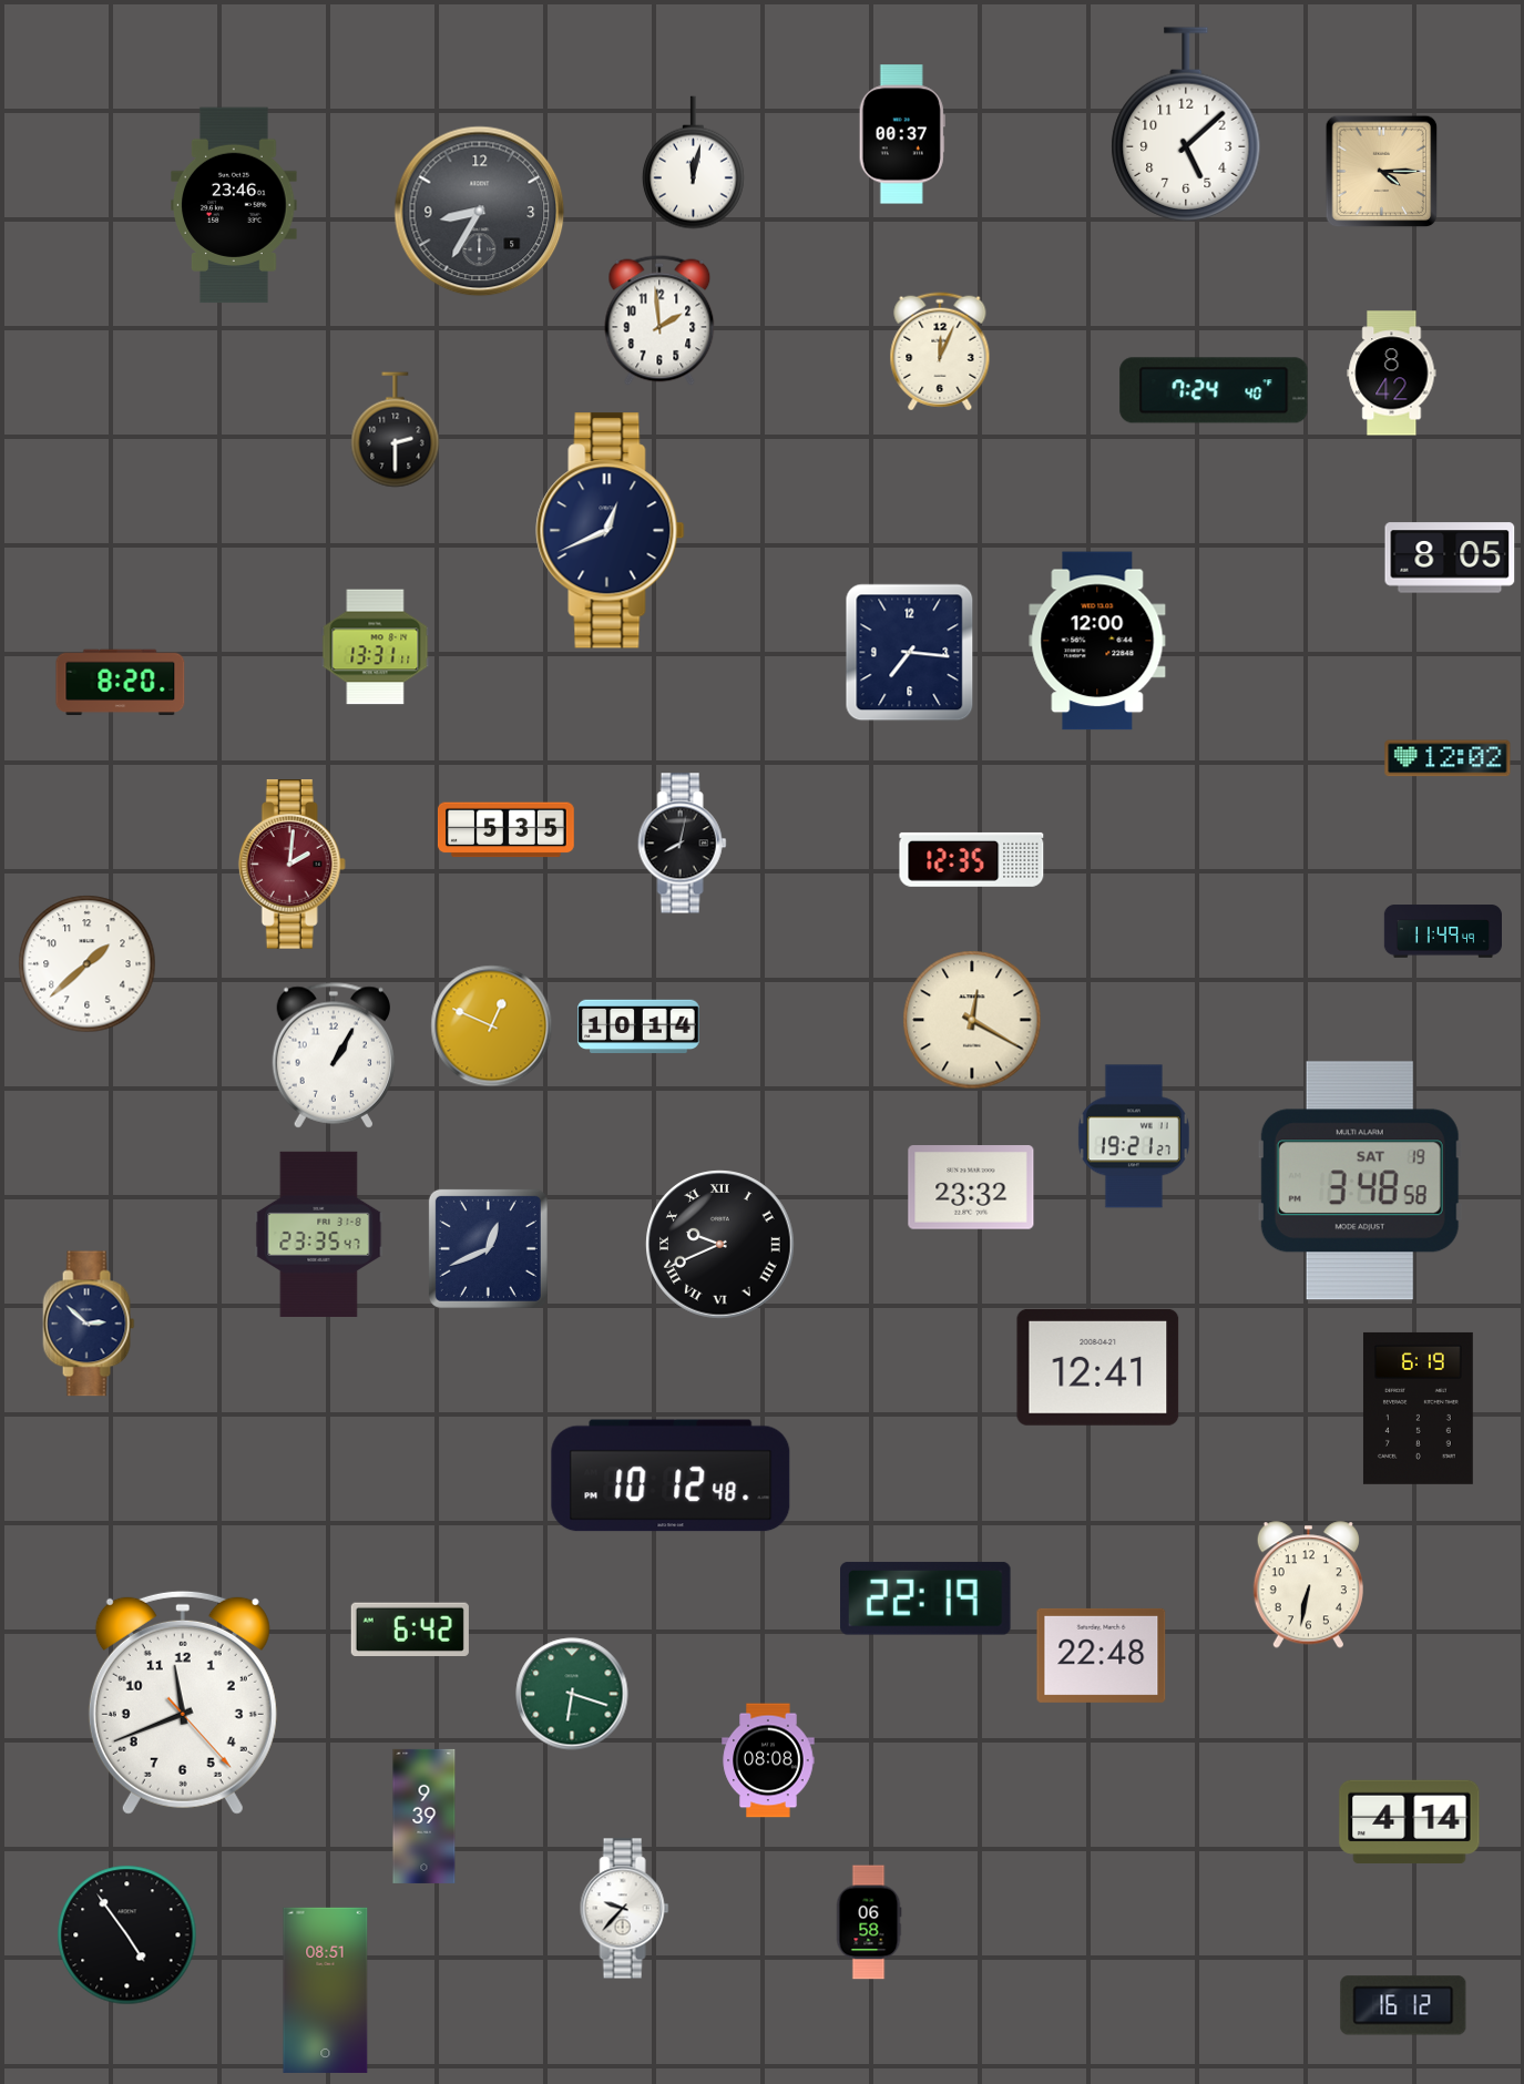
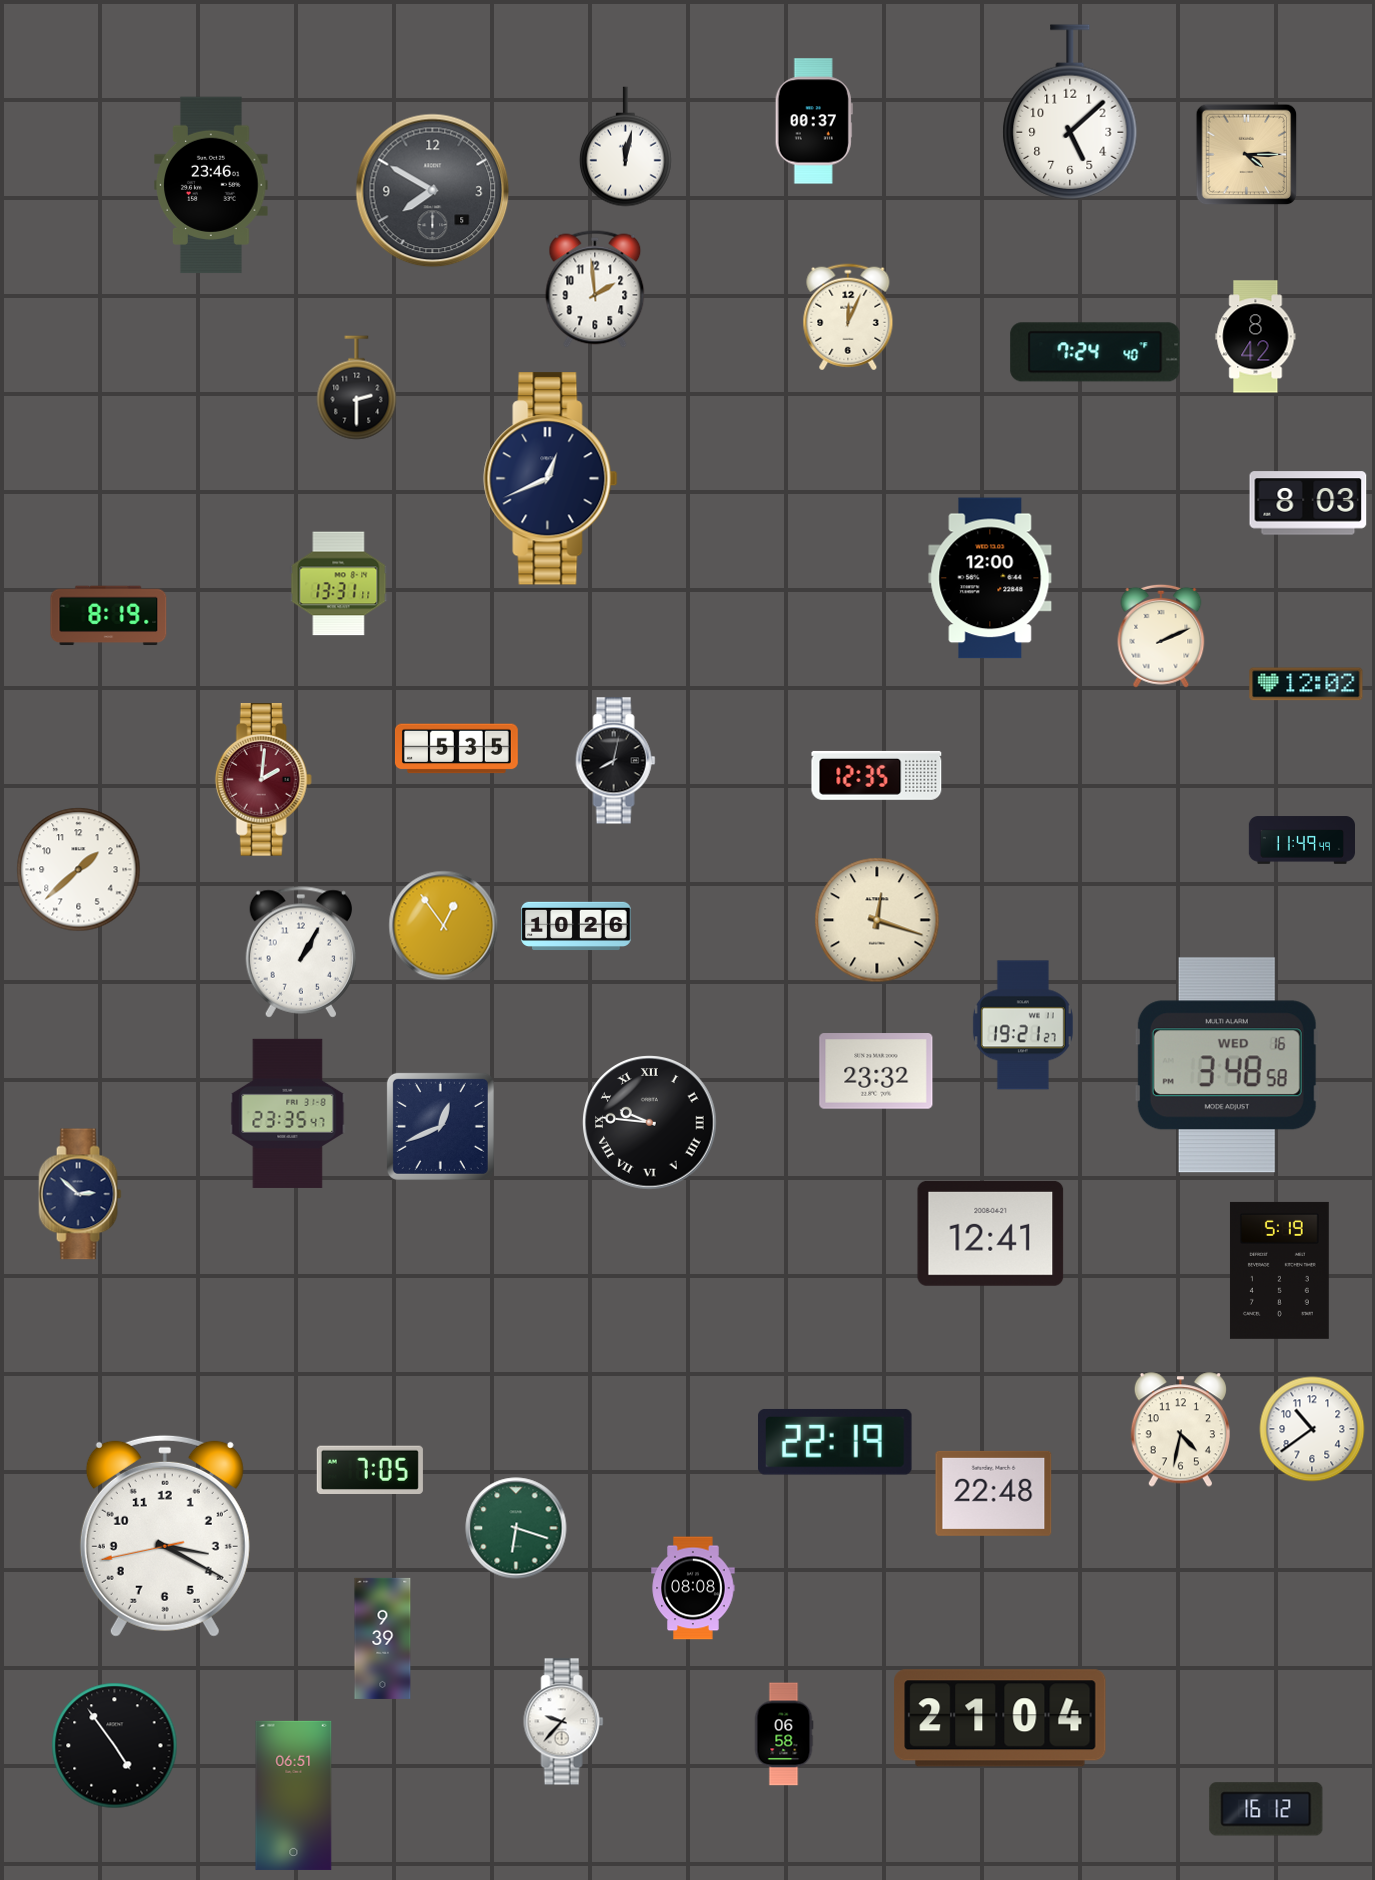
clock at (480, 212): 8:35 -> 7:50
clock at (1450, 558): 8:05 -> 8:03
clock at (910, 653): 7:16 -> none
clock at (121, 683): 8:20 -> 8:19
clock at (1161, 636): none -> 2:11
clock at (972, 1020): 12:20 -> 12:18
clock at (492, 1026): 12:49 -> 12:54
clock at (638, 1026): 10:14 -> 10:26
clock at (1360, 1181) date: SAT 19 -> WED 16
clock at (720, 1245): 9:41 -> 9:46
clock at (1418, 1408): 6:19 -> 5:19
clock at (671, 1475): 10:12 -> none
clock at (1312, 1429): none -> 10:39
clock at (1308, 1585): 6:32 -> 4:32
clock at (410, 1628): 6:42 -> 7:05
clock at (183, 1703): 11:41 -> 3:19
clock at (1410, 1821): 4:14 -> none
clock at (1000, 1718): none -> 21:04
clock at (326, 1990): 08:51 -> 06:51
